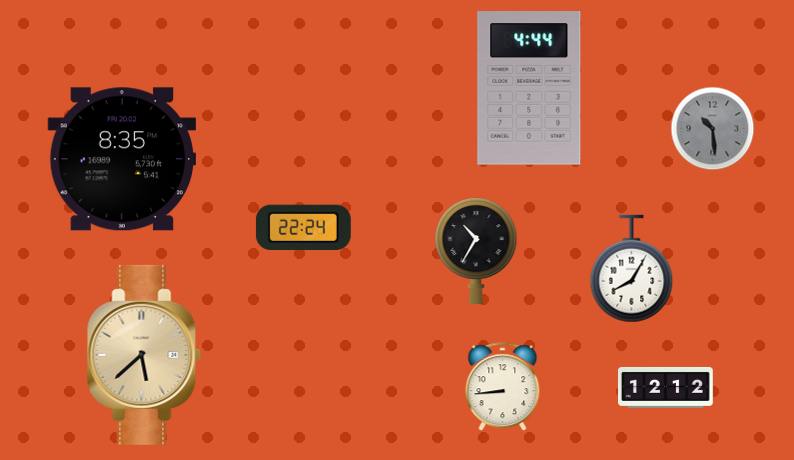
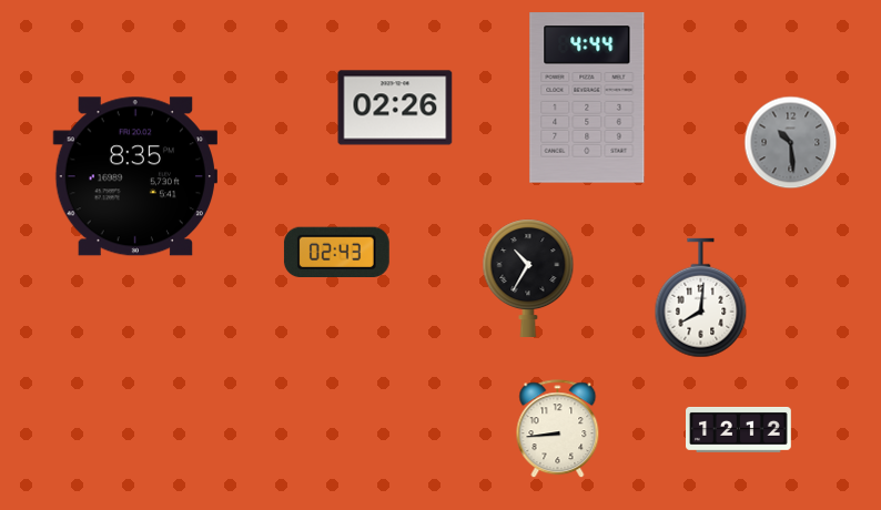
clock at (395, 108): none -> 02:26
clock at (303, 227): 22:24 -> 02:43
clock at (632, 269): 8:05 -> 8:01
clock at (144, 355): 5:38 -> none
